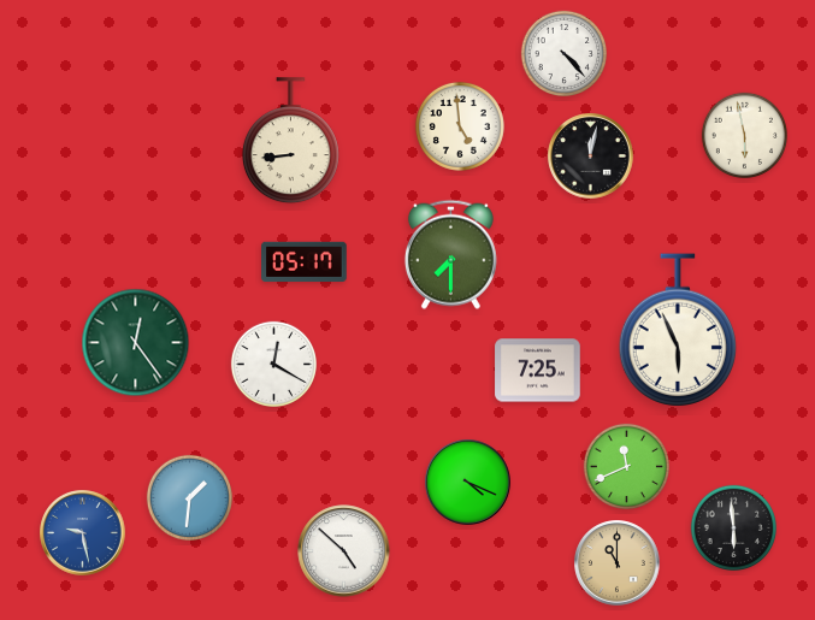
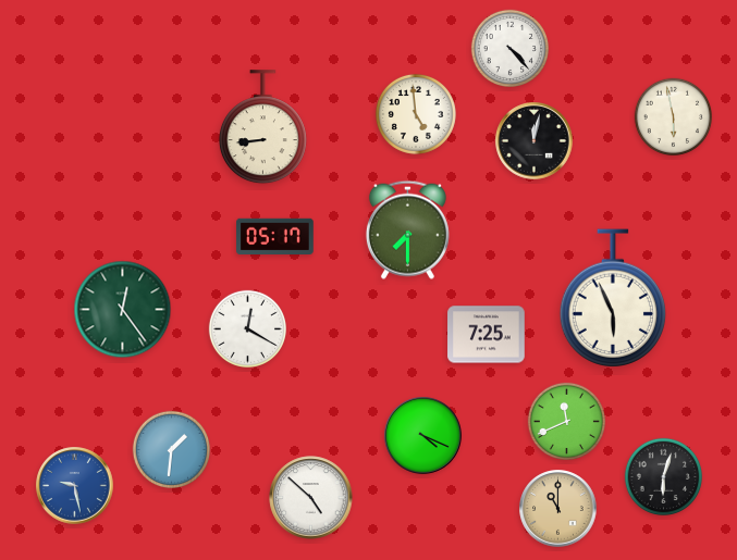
clock at (744, 135) position: (744, 135) -> (673, 116)
clock at (733, 527): 5:59 -> 6:03
clock at (83, 533) position: (83, 533) -> (75, 486)
